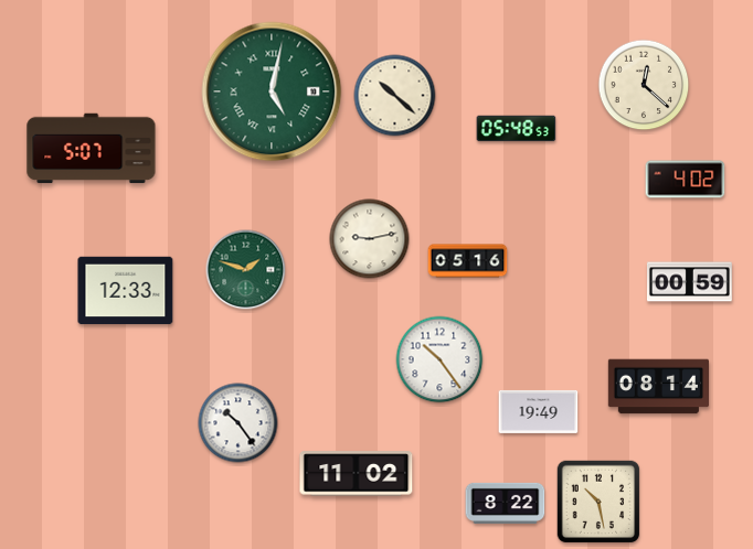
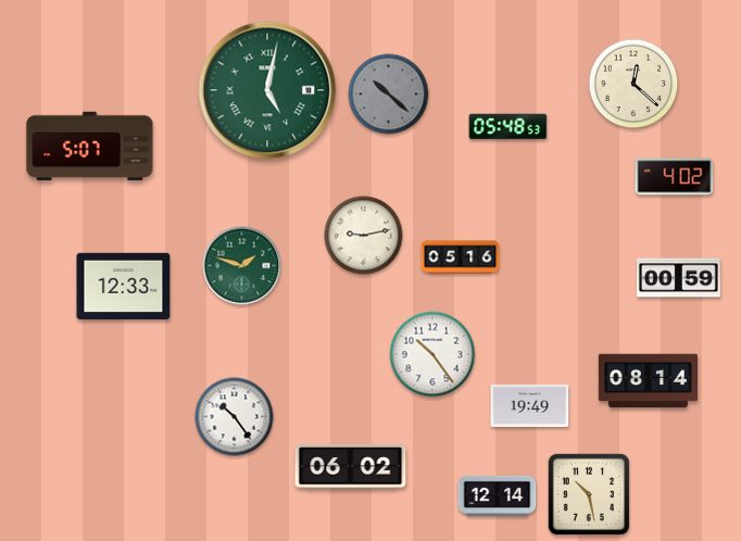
clock at (395, 96) dial: cream -> grey
clock at (357, 474): 11:02 -> 06:02
clock at (506, 503): 8:22 -> 12:14
